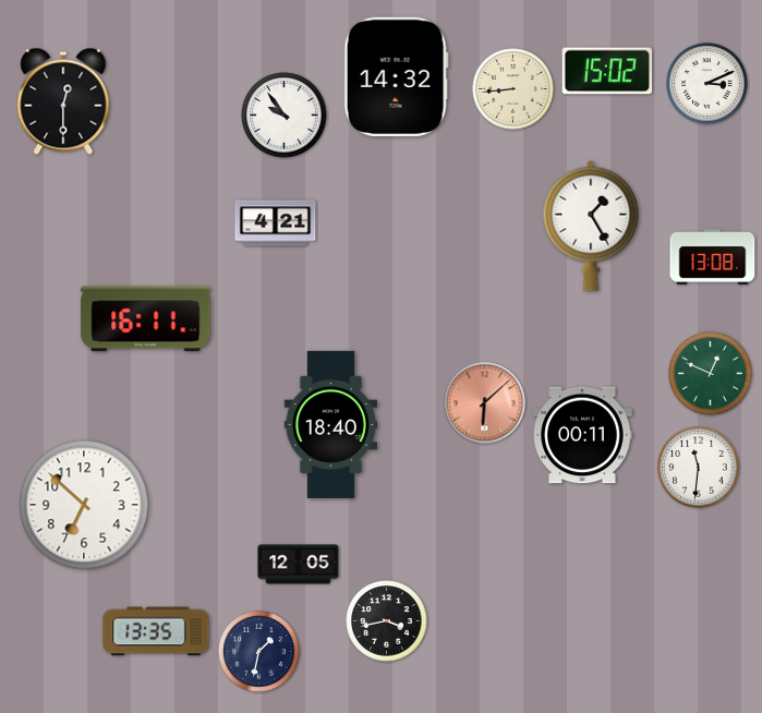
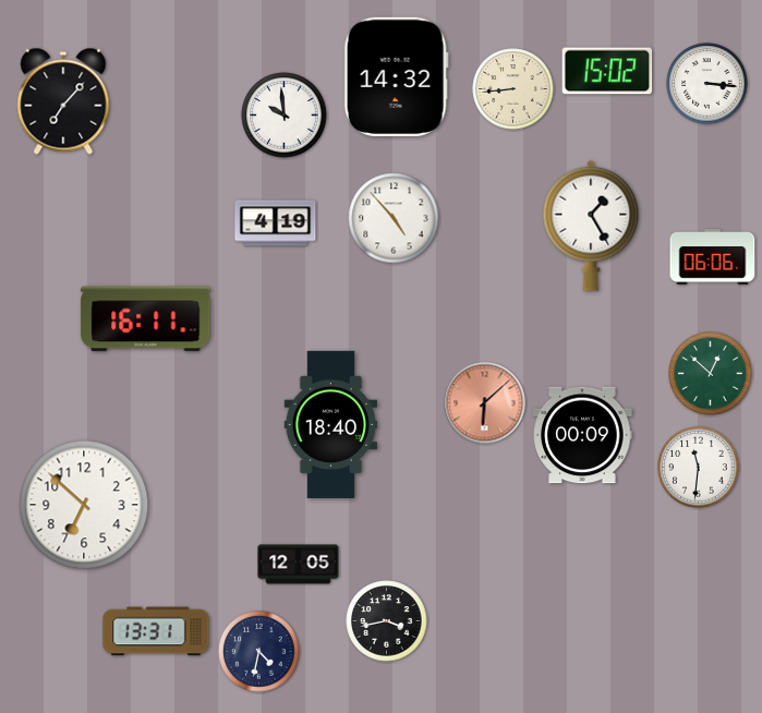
clock at (707, 84): 3:11 -> 3:16
clock at (63, 101): 12:30 -> 7:07
clock at (285, 116): 9:54 -> 9:59
clock at (394, 218): none -> 4:53
clock at (276, 223): 4:21 -> 4:19
clock at (713, 257): 13:08 -> 06:06
clock at (711, 374): 12:49 -> 12:52
clock at (582, 435): 00:11 -> 00:09
clock at (156, 631): 13:35 -> 13:31
clock at (259, 652): 1:32 -> 4:32
